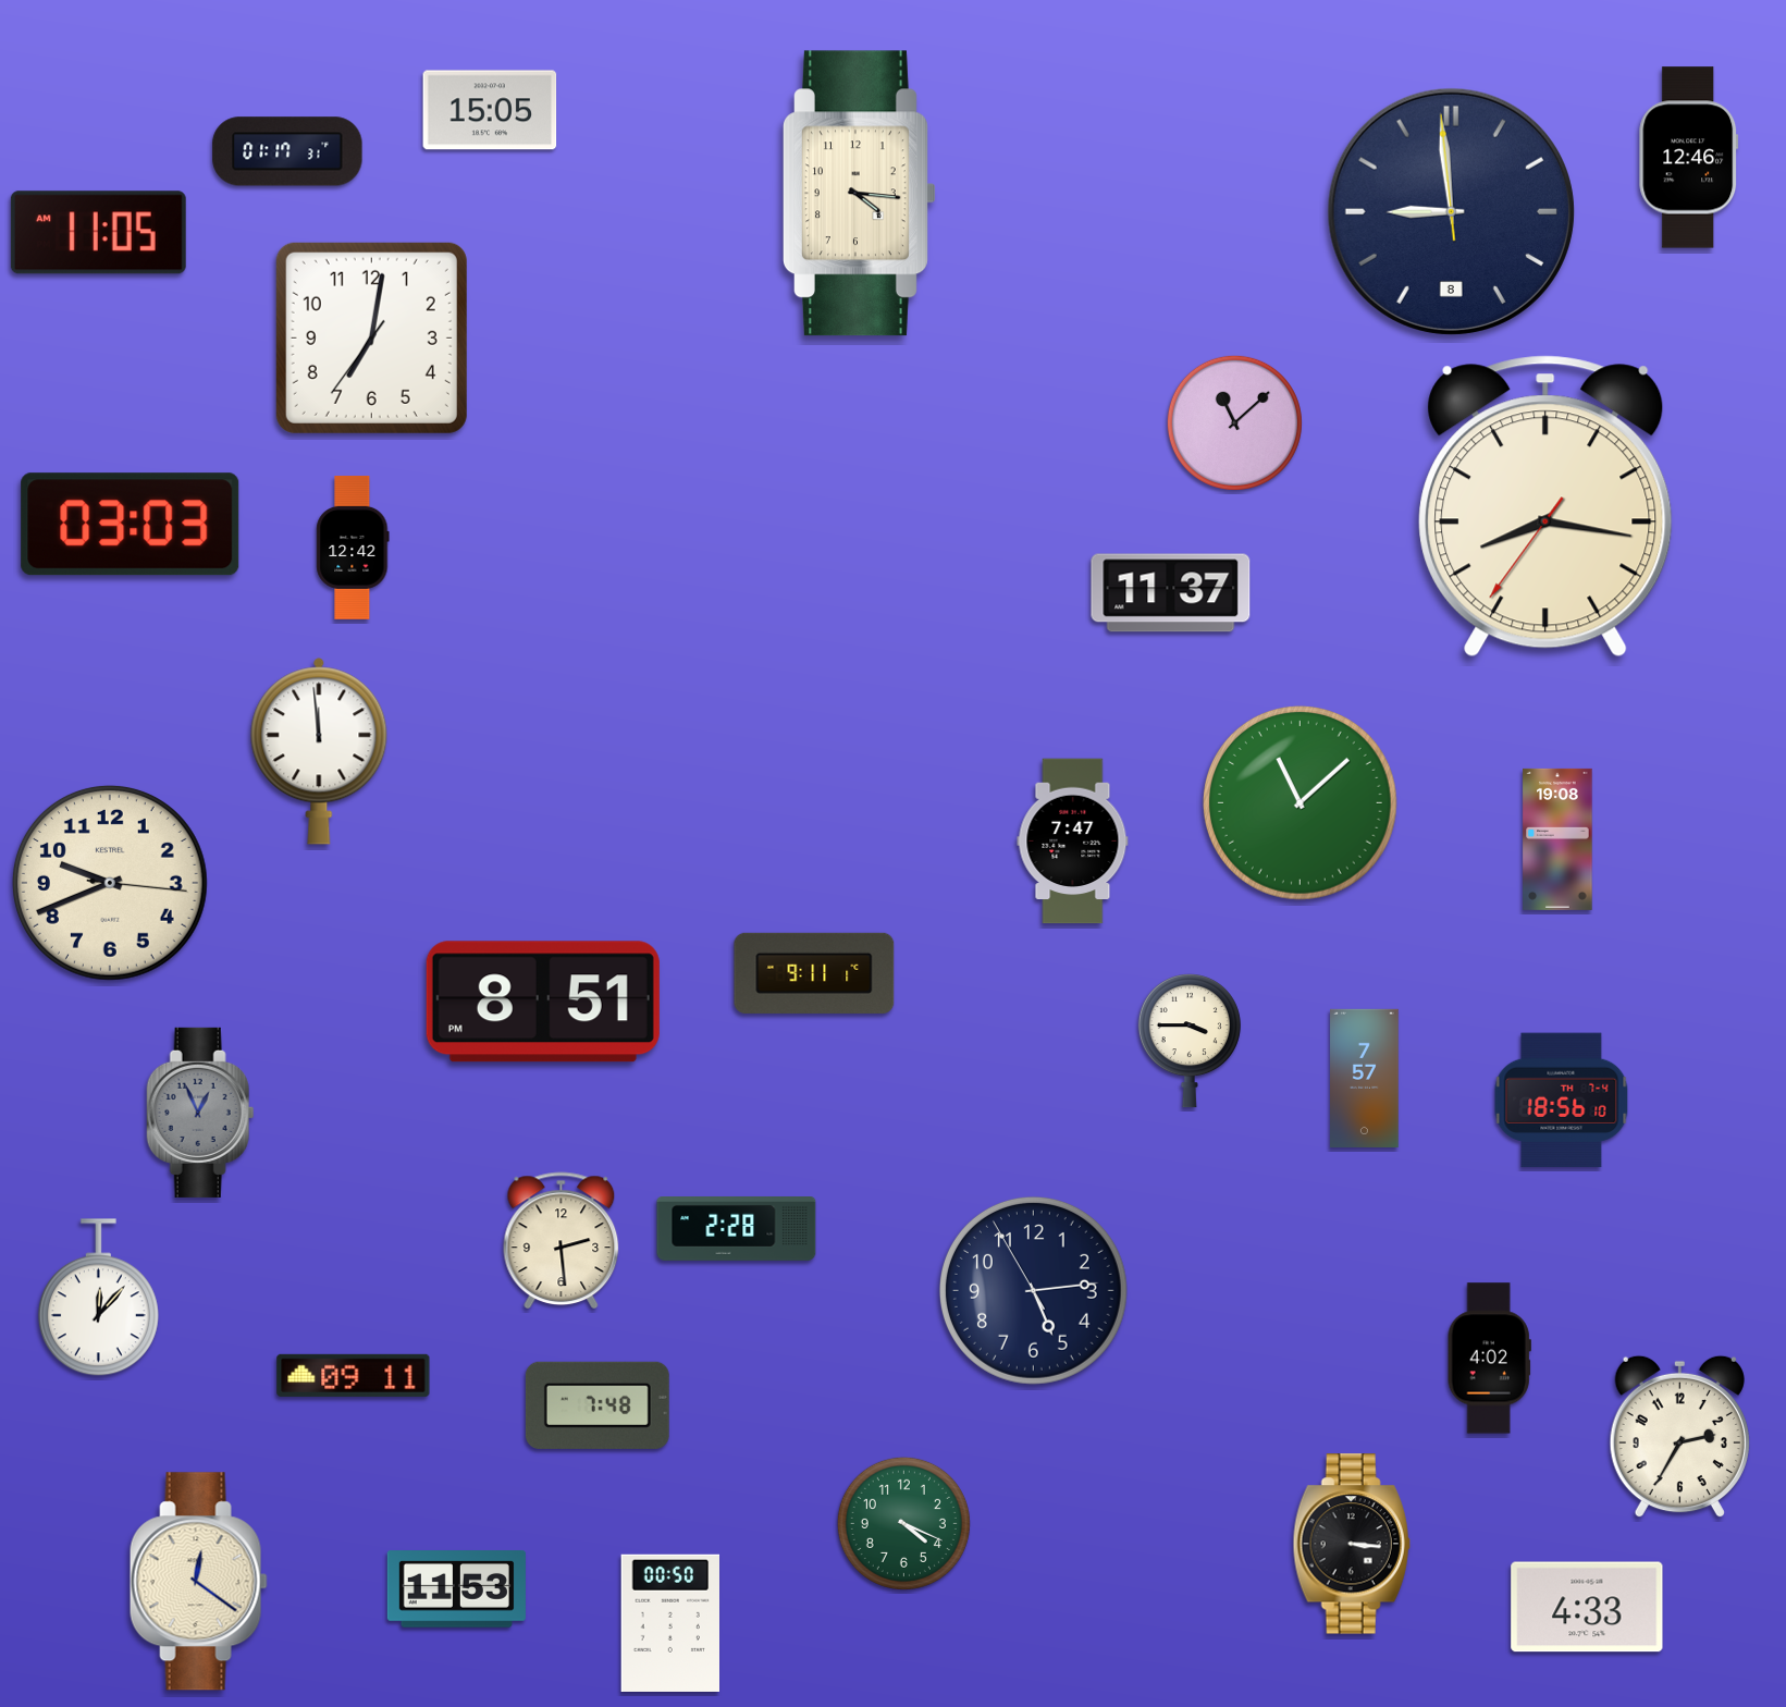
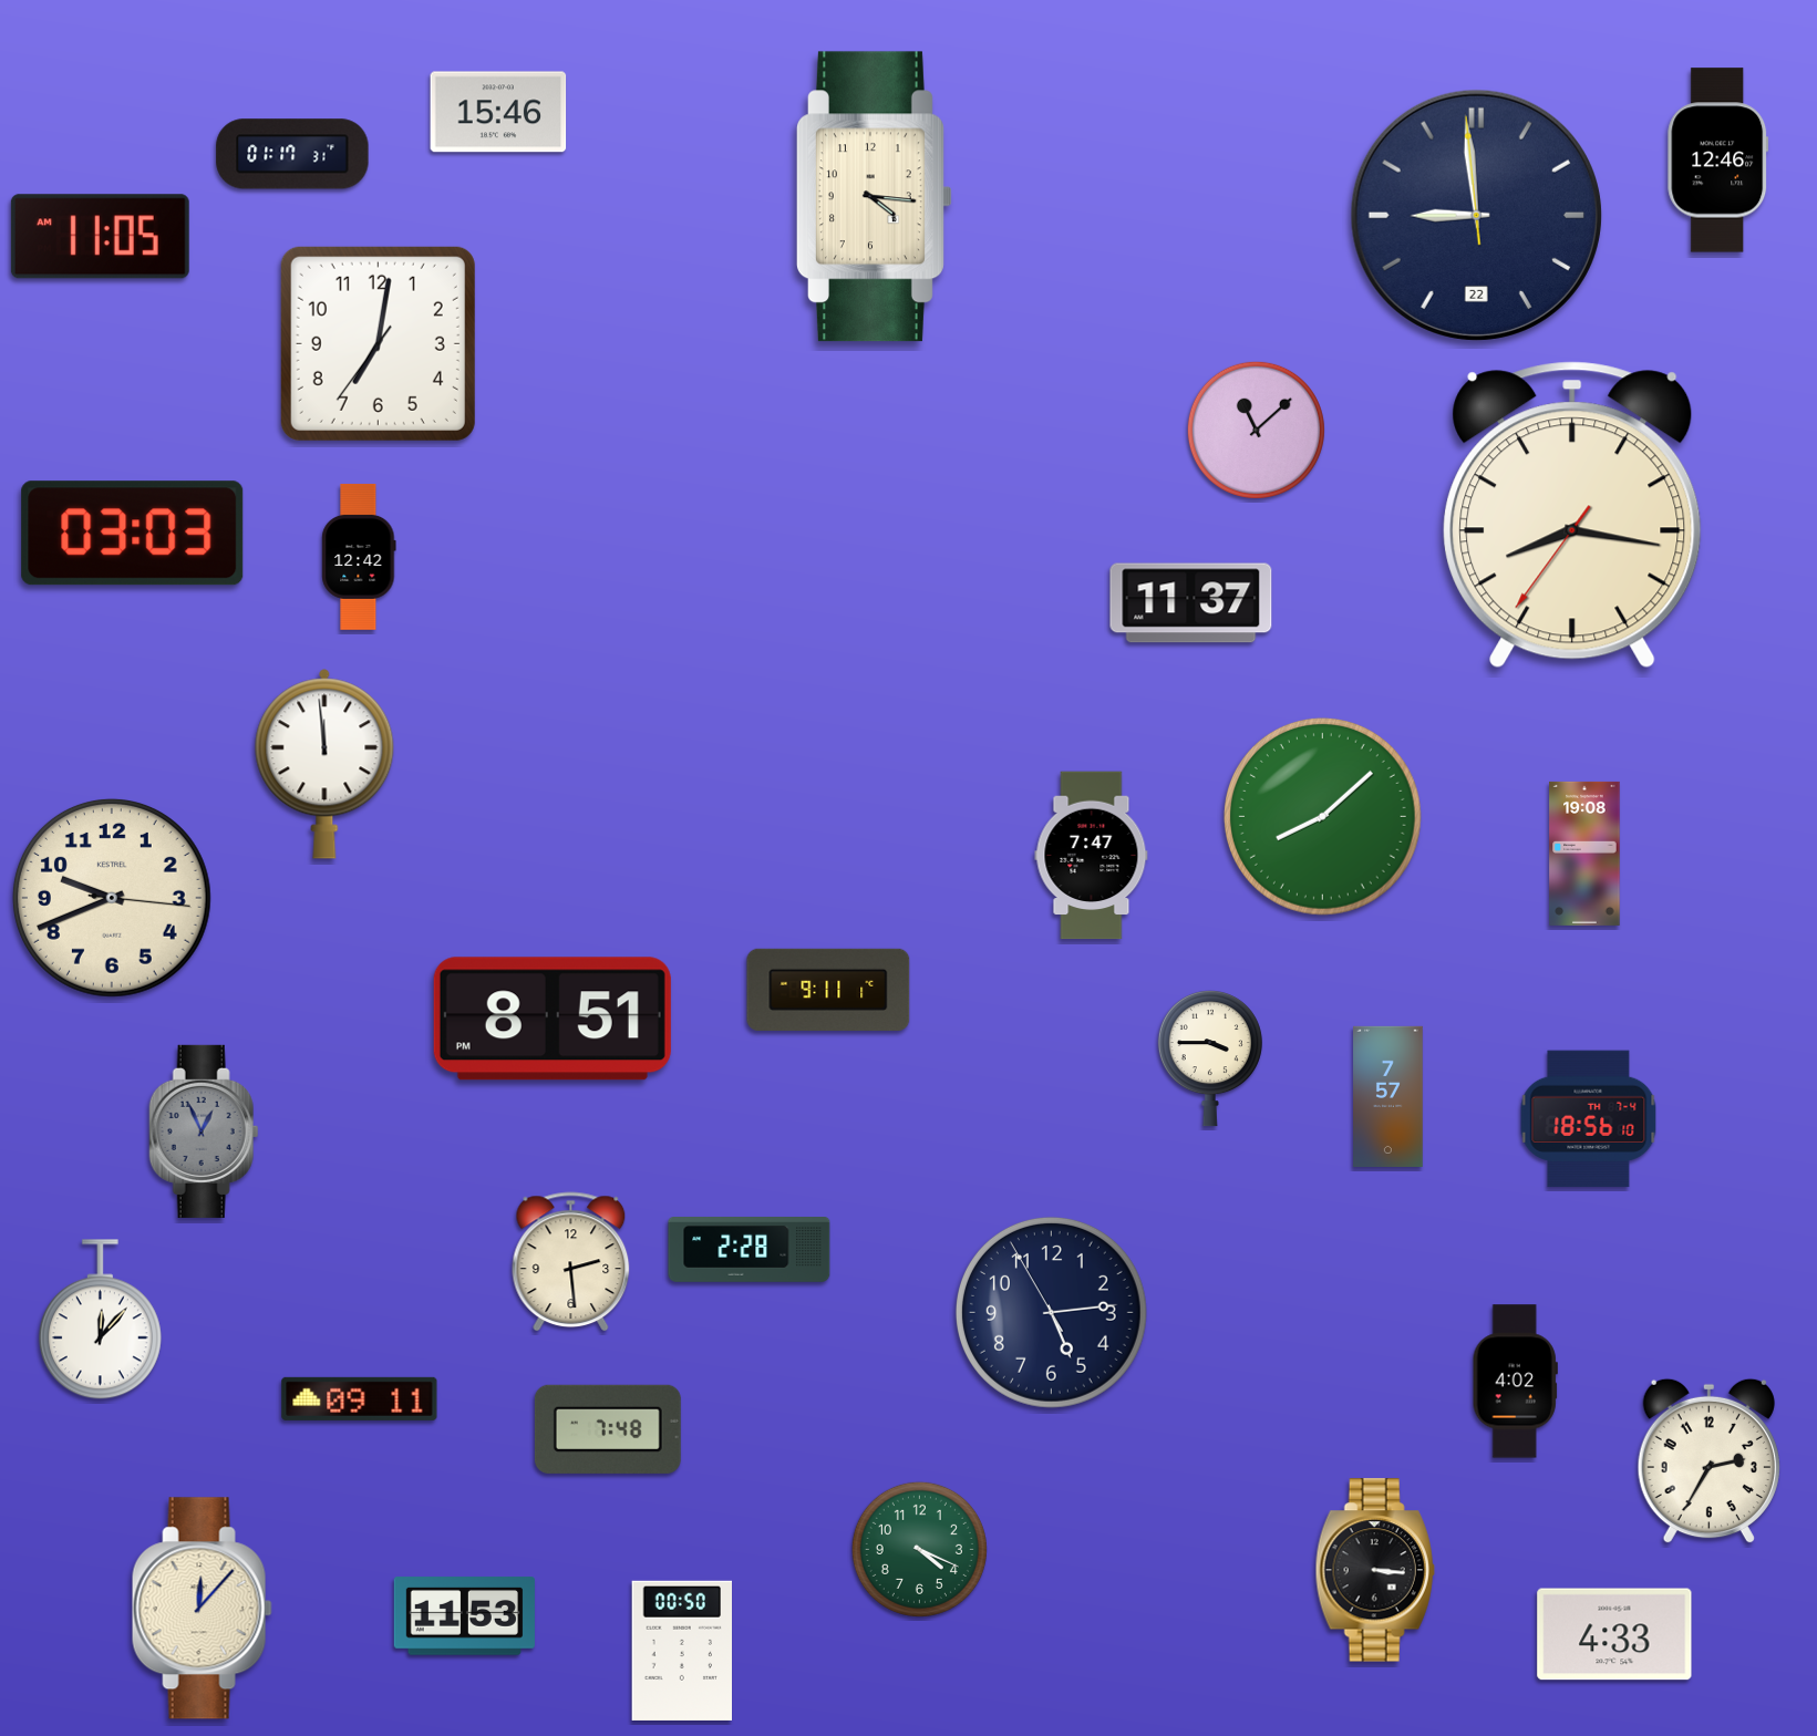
clock at (490, 110): 15:05 -> 15:46
clock at (1451, 211) date: 8 -> 22
clock at (1300, 802): 11:08 -> 8:08
clock at (198, 1582): 12:21 -> 12:07
